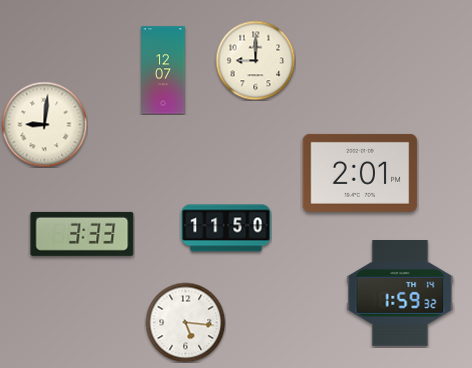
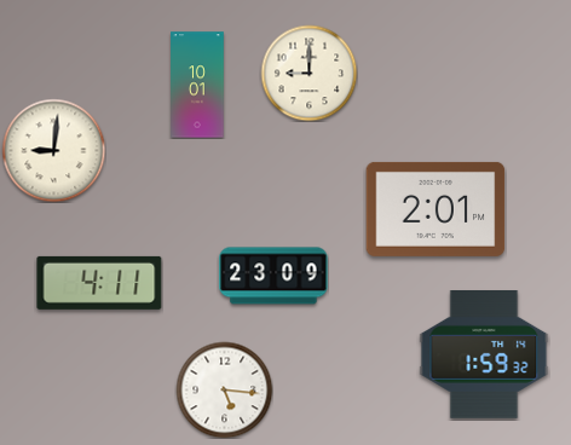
clock at (163, 70): 12:07 -> 10:01
clock at (226, 228): 11:50 -> 23:09
clock at (82, 234): 3:33 -> 4:11
